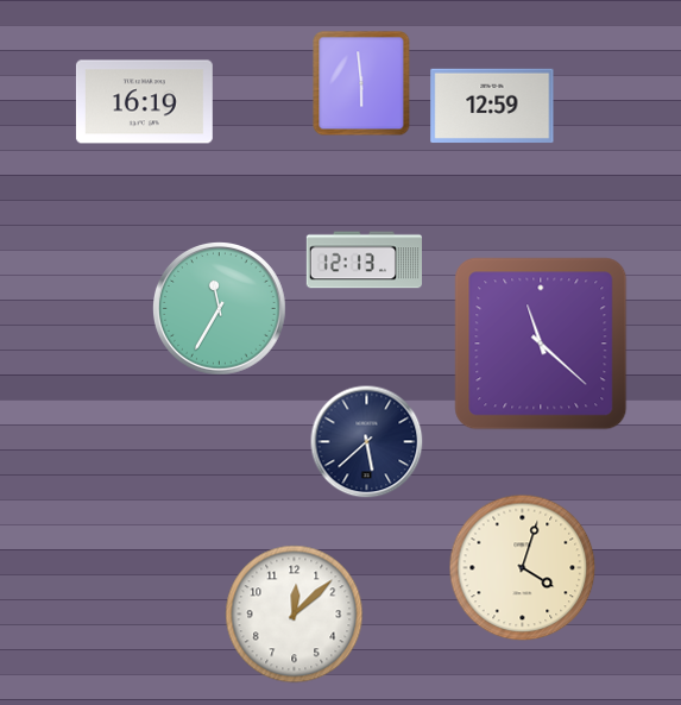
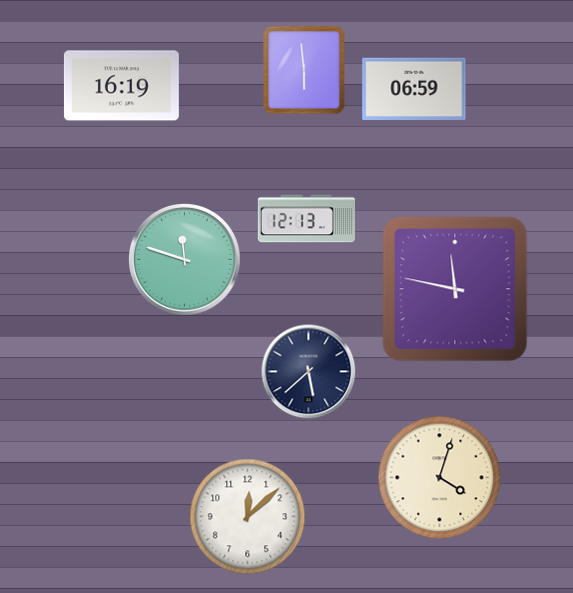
clock at (492, 106): 12:59 -> 06:59
clock at (220, 309): 11:35 -> 11:48
clock at (541, 344): 11:22 -> 11:47
